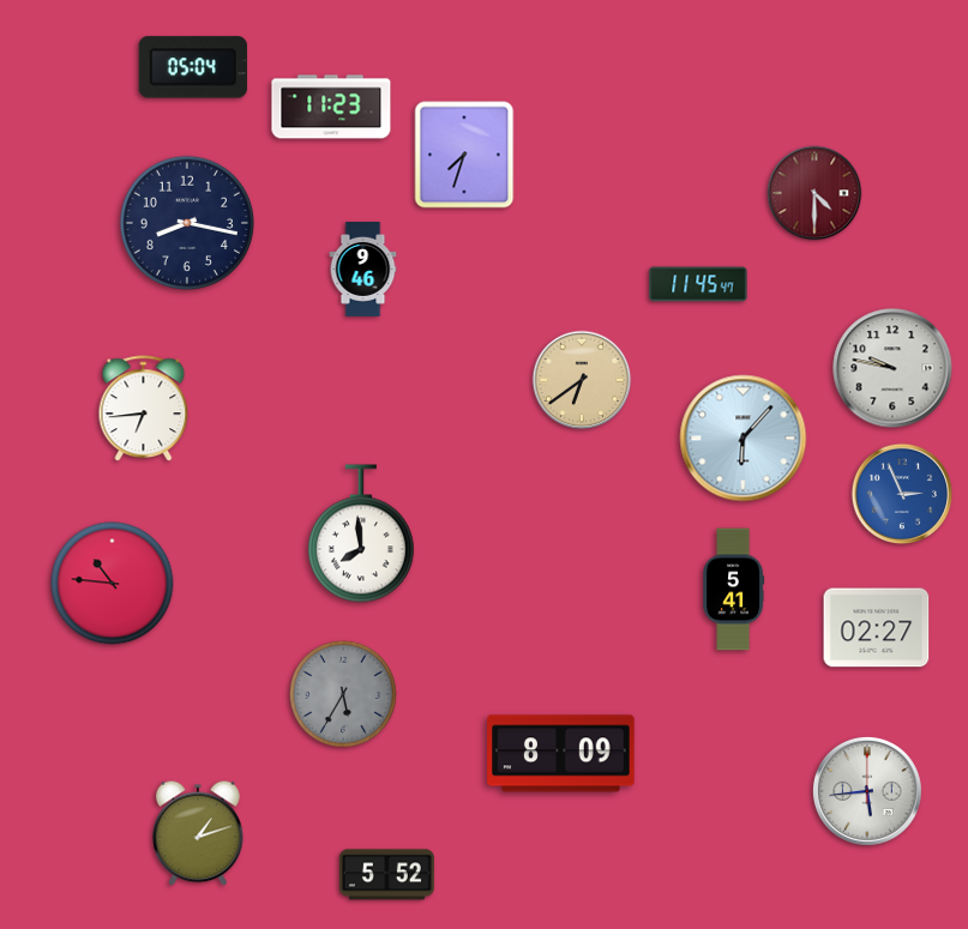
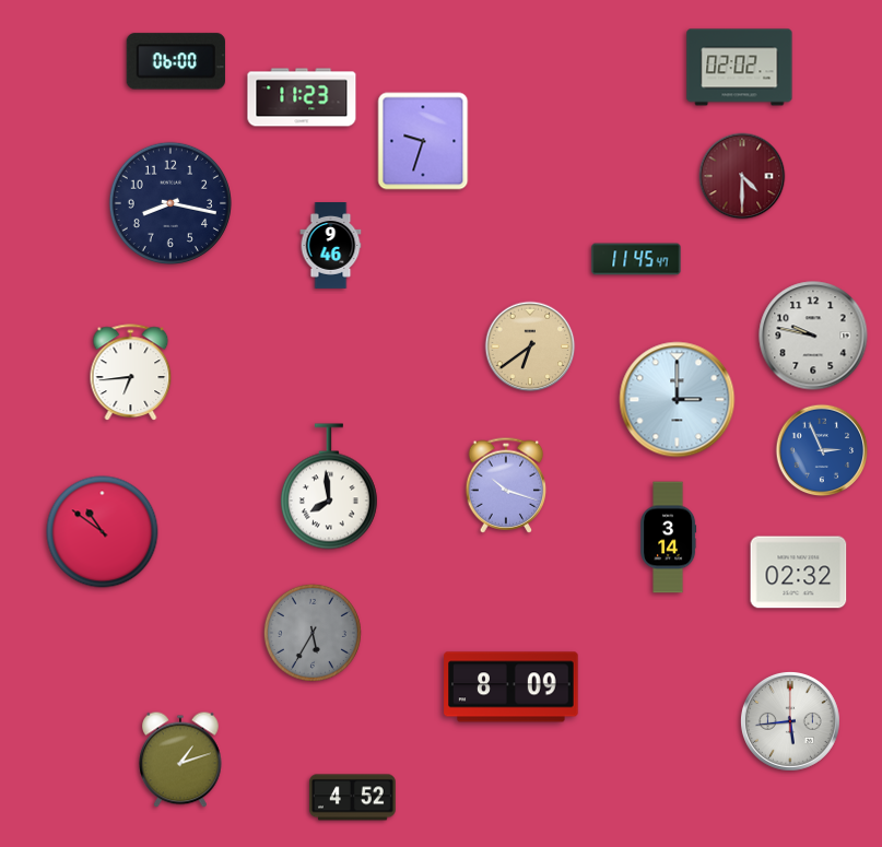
clock at (193, 67): 05:04 -> 06:00
clock at (740, 68): none -> 02:02
clock at (464, 155): 7:33 -> 9:33
clock at (744, 439): 6:07 -> 3:00
clock at (506, 485): none -> 10:18
clock at (113, 584): 10:46 -> 10:51
clock at (734, 590): 5:41 -> 3:14
clock at (877, 628): 02:27 -> 02:32
clock at (386, 875): 5:52 -> 4:52
